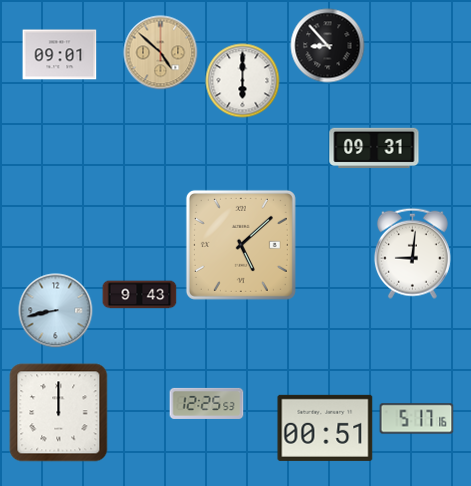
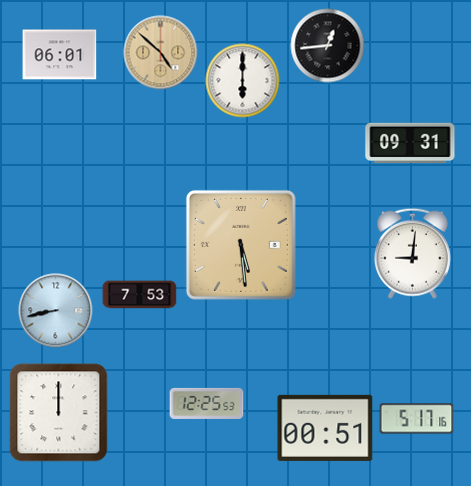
clock at (328, 46): 8:53 -> 12:44
clock at (60, 55): 09:01 -> 06:01
clock at (374, 147) position: (374, 147) -> (410, 142)
clock at (241, 245): 5:08 -> 5:29
clock at (140, 295): 9:43 -> 7:53
